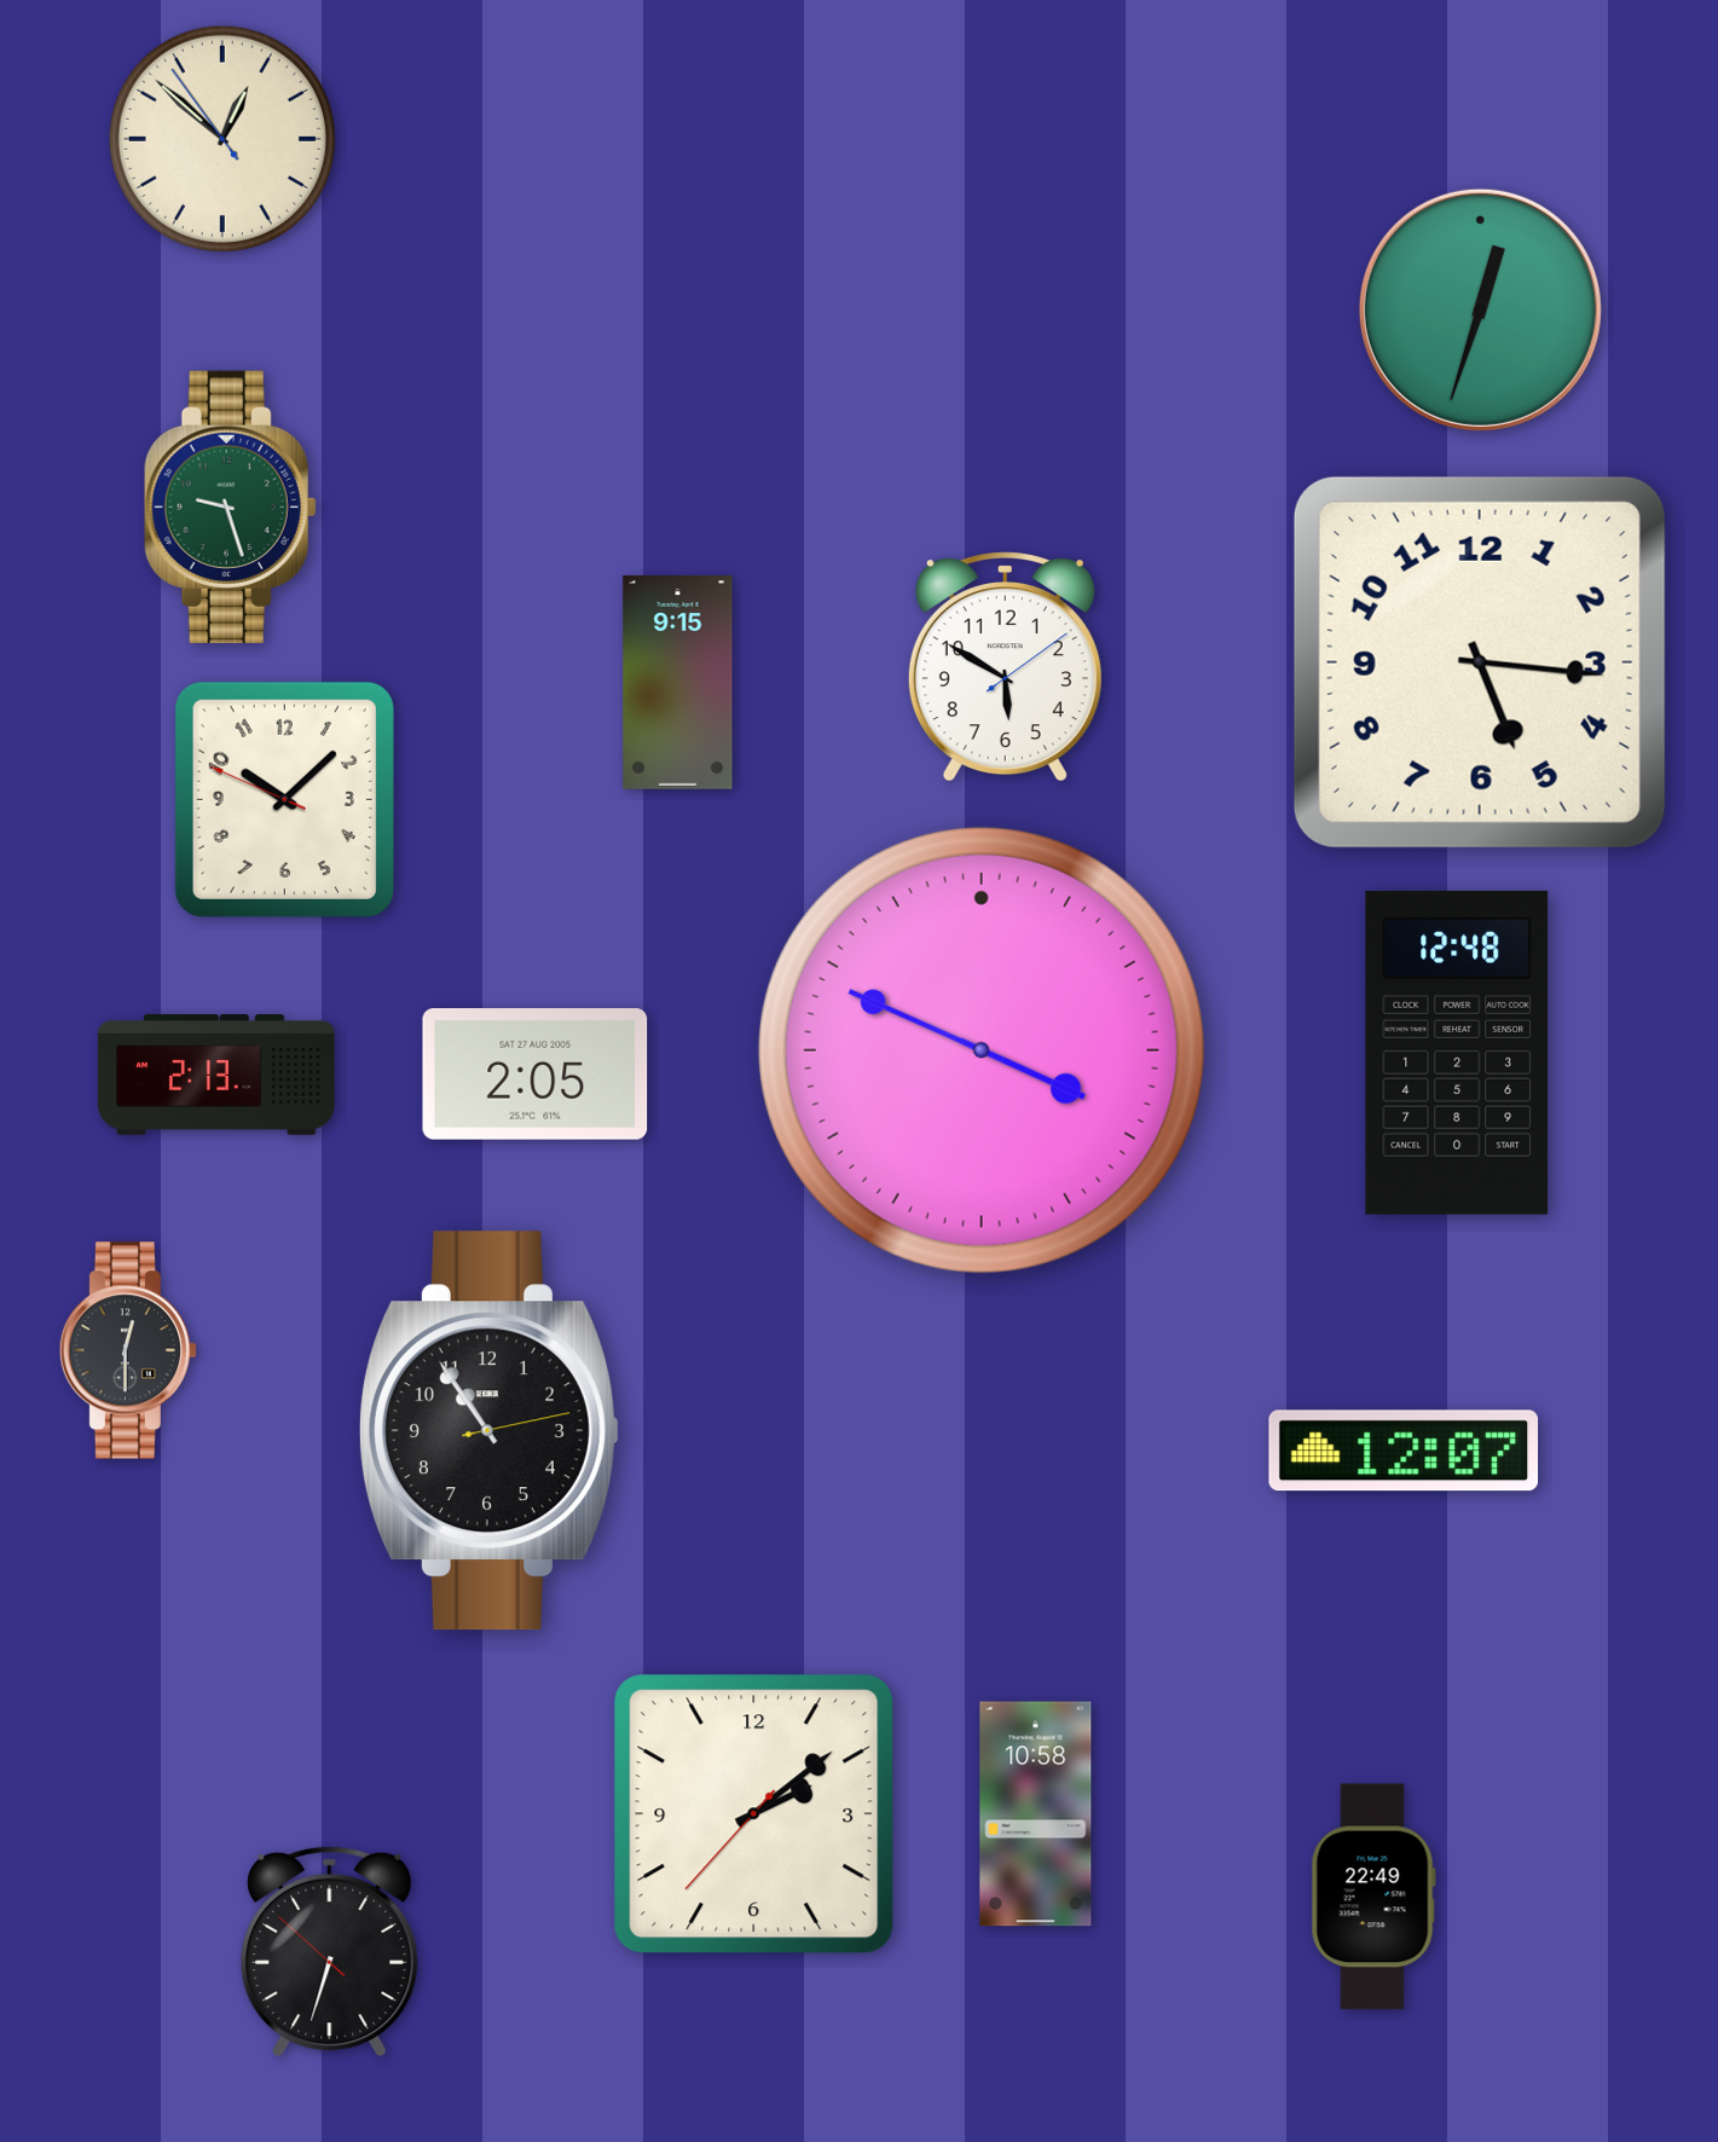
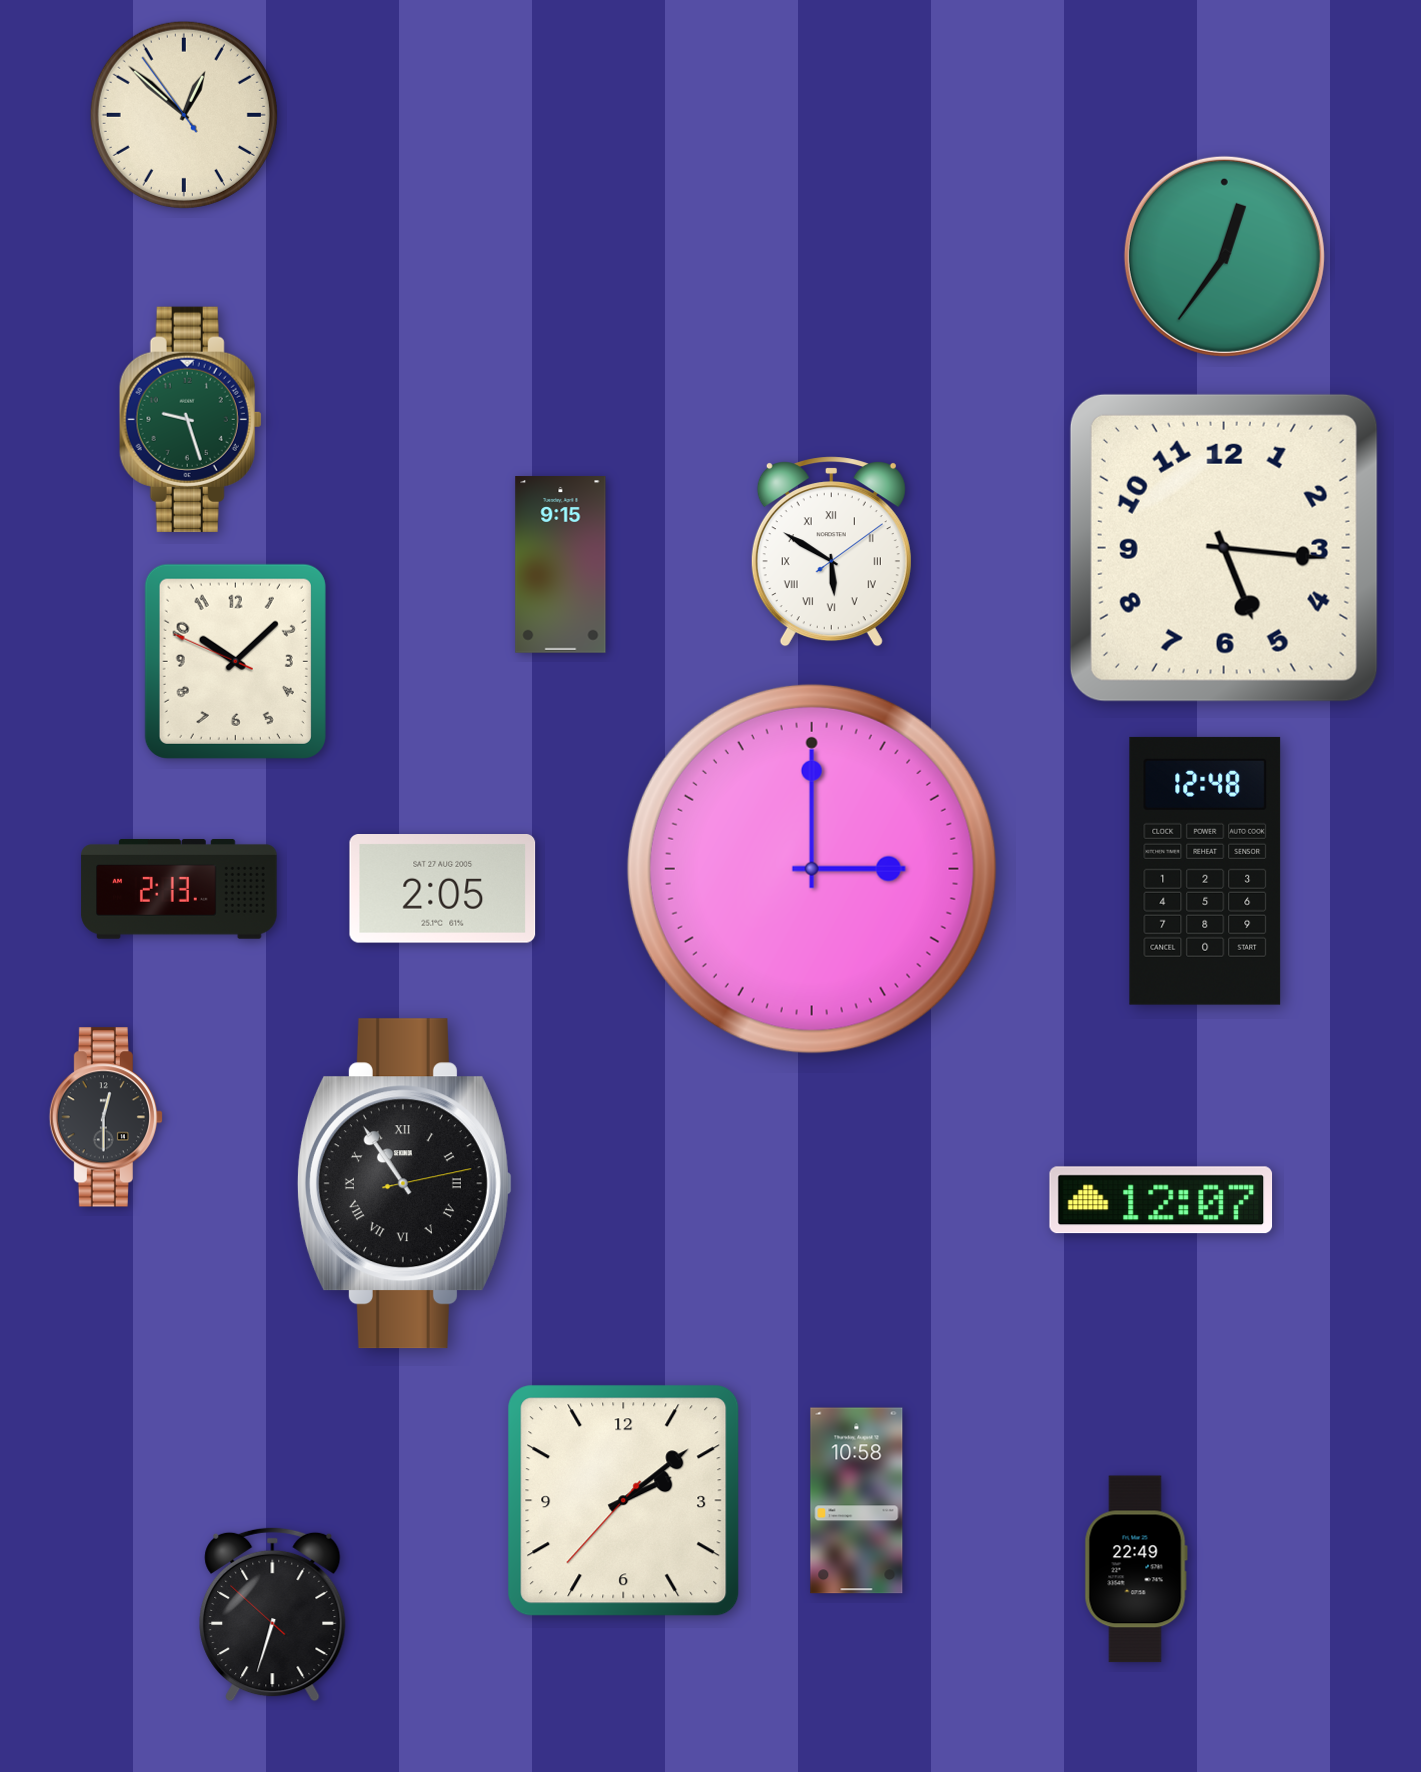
clock at (1480, 309): 12:33 -> 12:36
clock at (1005, 667) numerals: Arabic -> Roman
clock at (982, 1050): 3:49 -> 3:00
clock at (488, 1431) numerals: Arabic -> Roman
